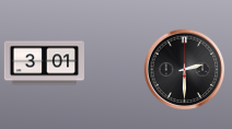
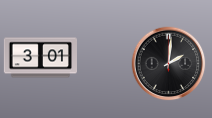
clock at (185, 70): 2:30 -> 2:01
